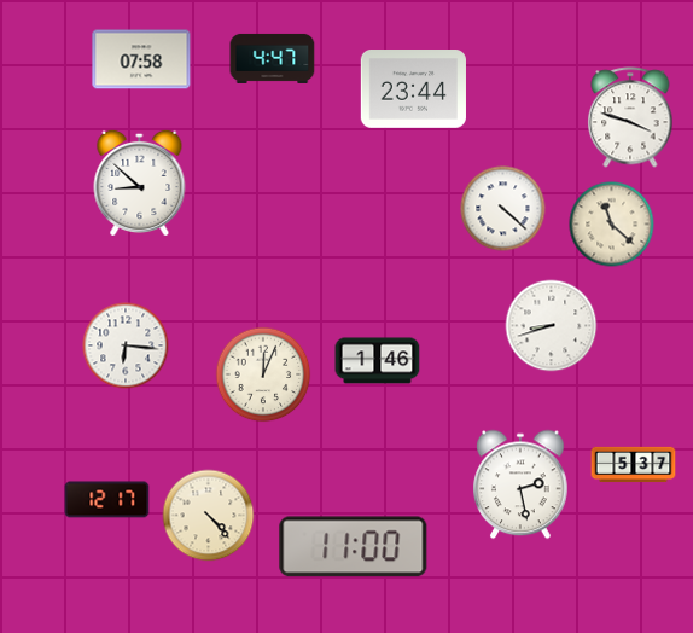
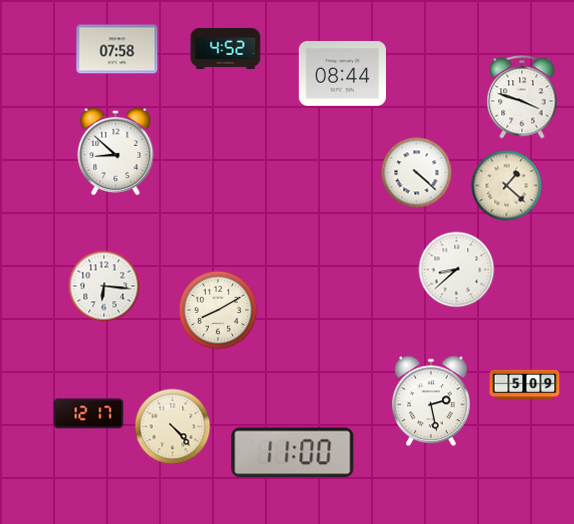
clock at (273, 58): 4:47 -> 4:52
clock at (413, 89): 23:44 -> 08:44
clock at (612, 225): 11:22 -> 1:22
clock at (552, 326): 8:42 -> 8:38
clock at (378, 361): 1:46 -> none
clock at (263, 374): 12:04 -> 8:10
clock at (634, 465): 5:37 -> 5:09
